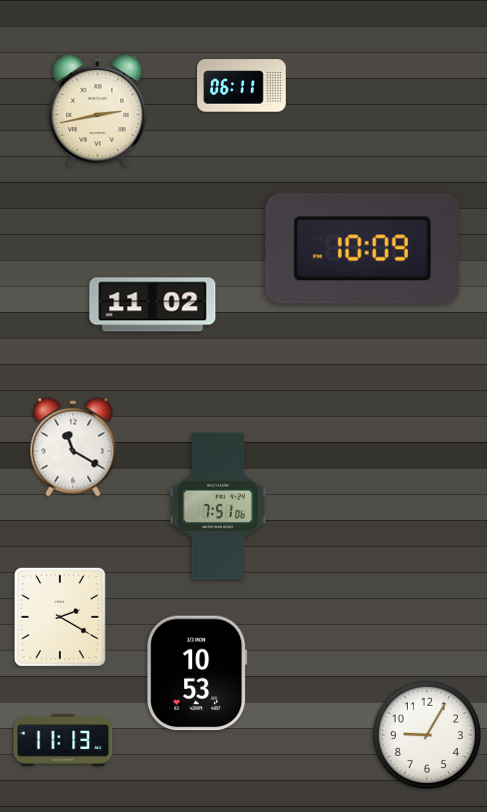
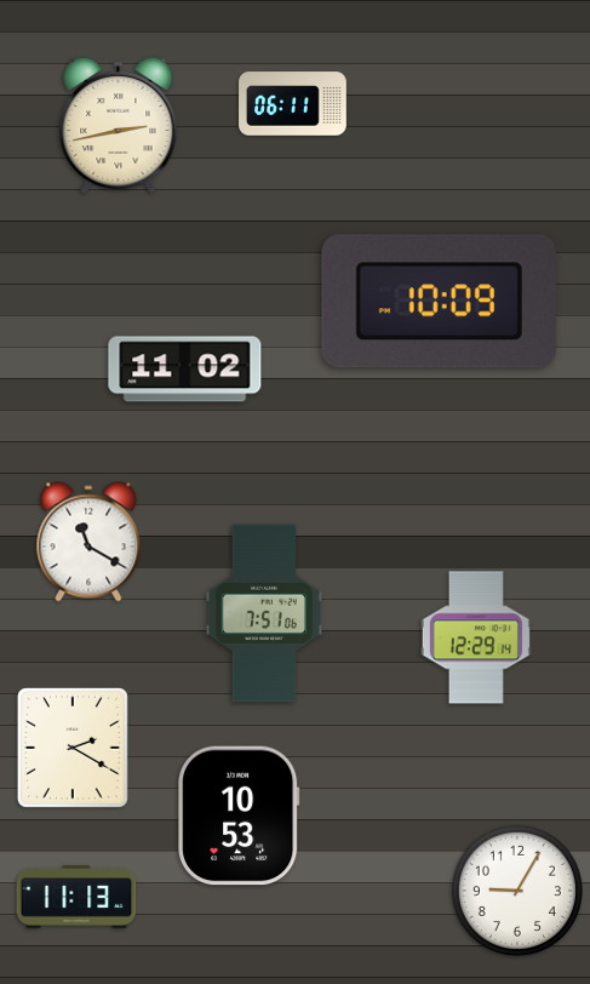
clock at (98, 111) position: (98, 111) -> (119, 126)
clock at (476, 637): none -> 12:29
